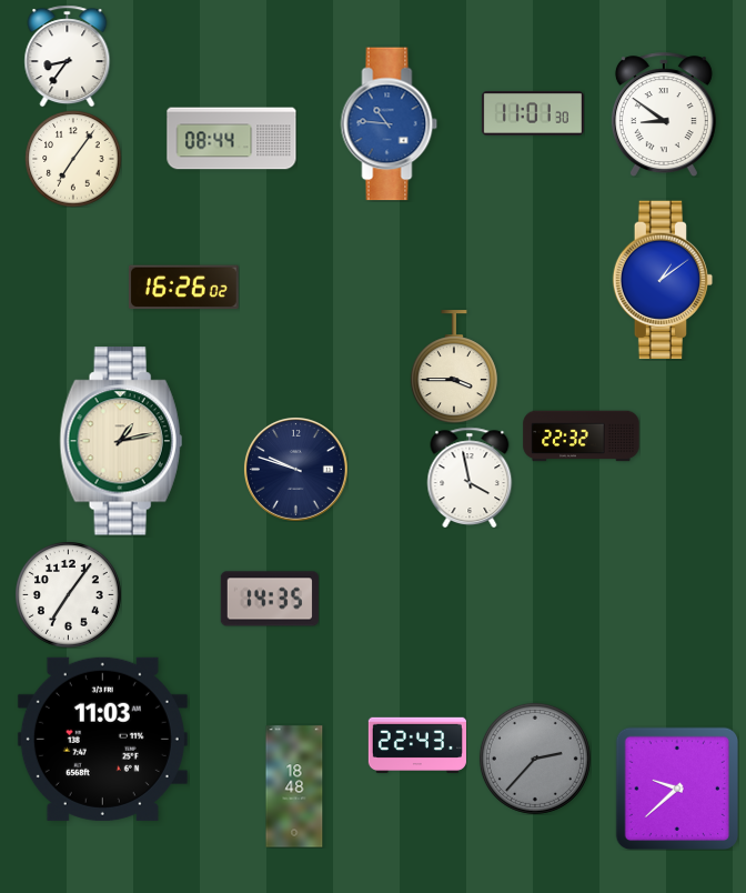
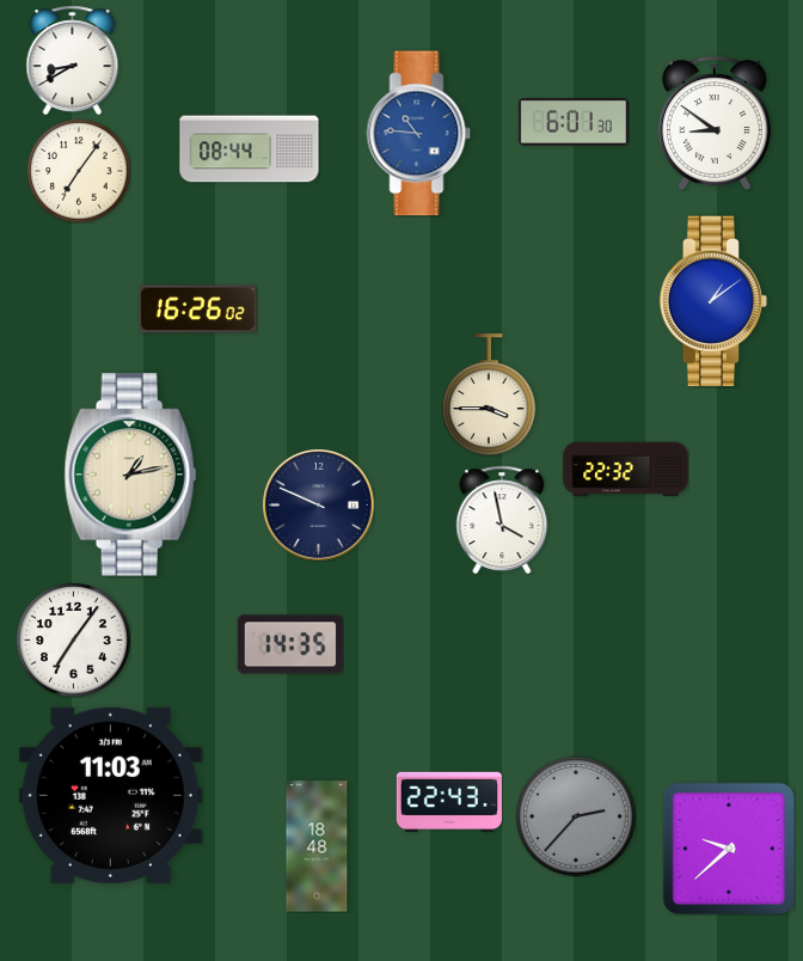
clock at (68, 56): 8:36 -> 8:40
clock at (533, 113): 11:01 -> 6:01
clock at (295, 469): 9:48 -> 9:49
clock at (470, 478) position: (470, 478) -> (502, 520)
